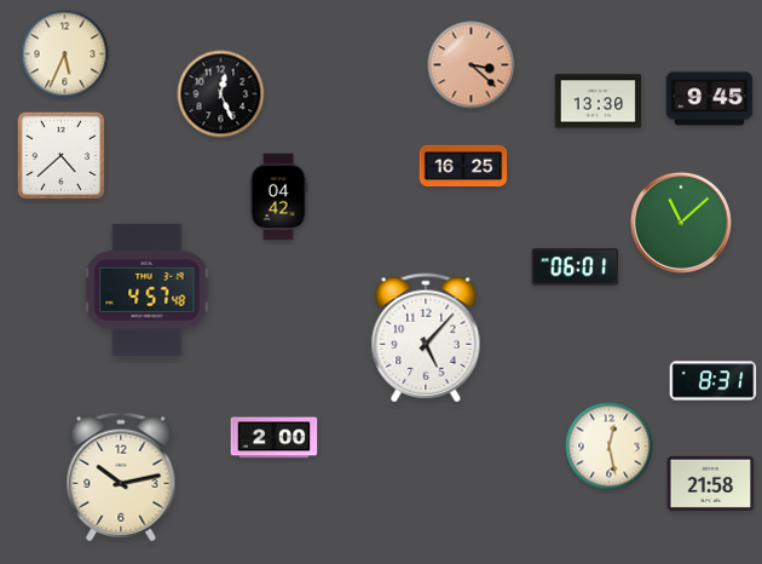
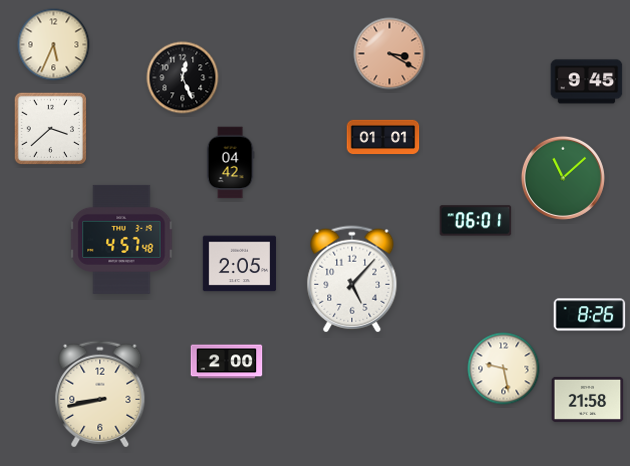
clock at (472, 65): 3:22 -> 3:20
clock at (599, 102): 13:30 -> none
clock at (60, 155): 4:38 -> 3:38
clock at (463, 166): 16:25 -> 01:01
clock at (681, 223) position: (681, 223) -> (563, 178)
clock at (240, 264): none -> 2:05
clock at (714, 381): 8:31 -> 8:26
clock at (610, 447): 12:28 -> 9:28
clock at (121, 477): 10:13 -> 8:43
